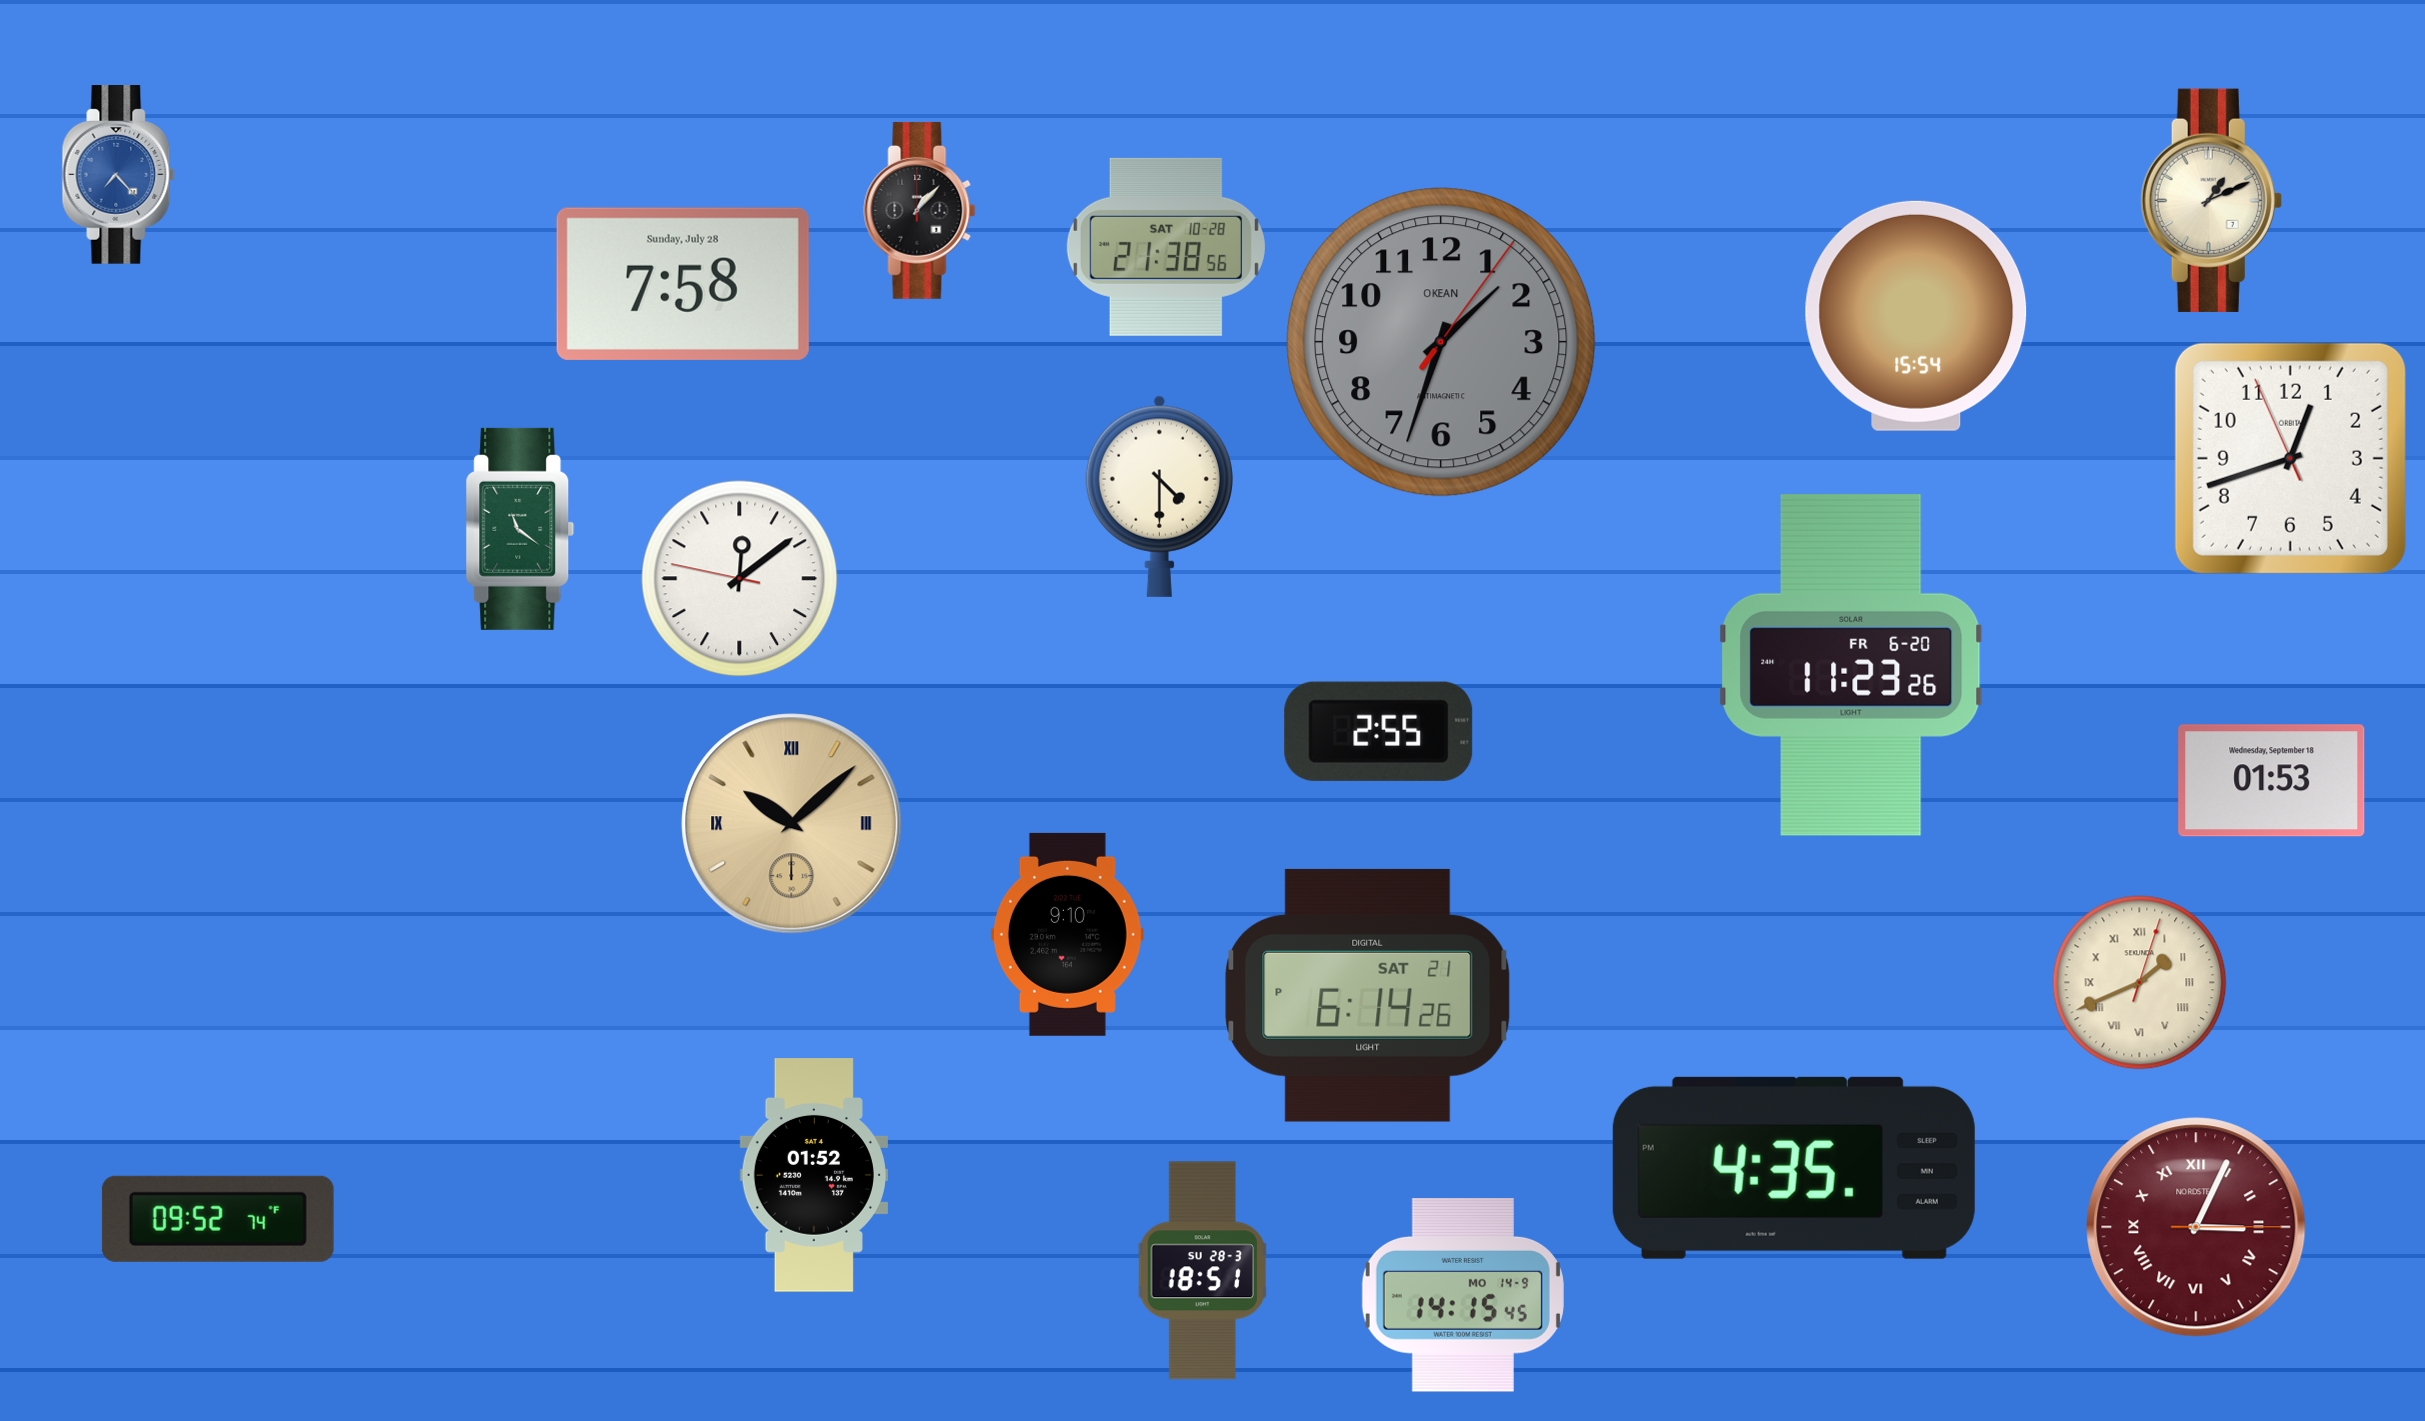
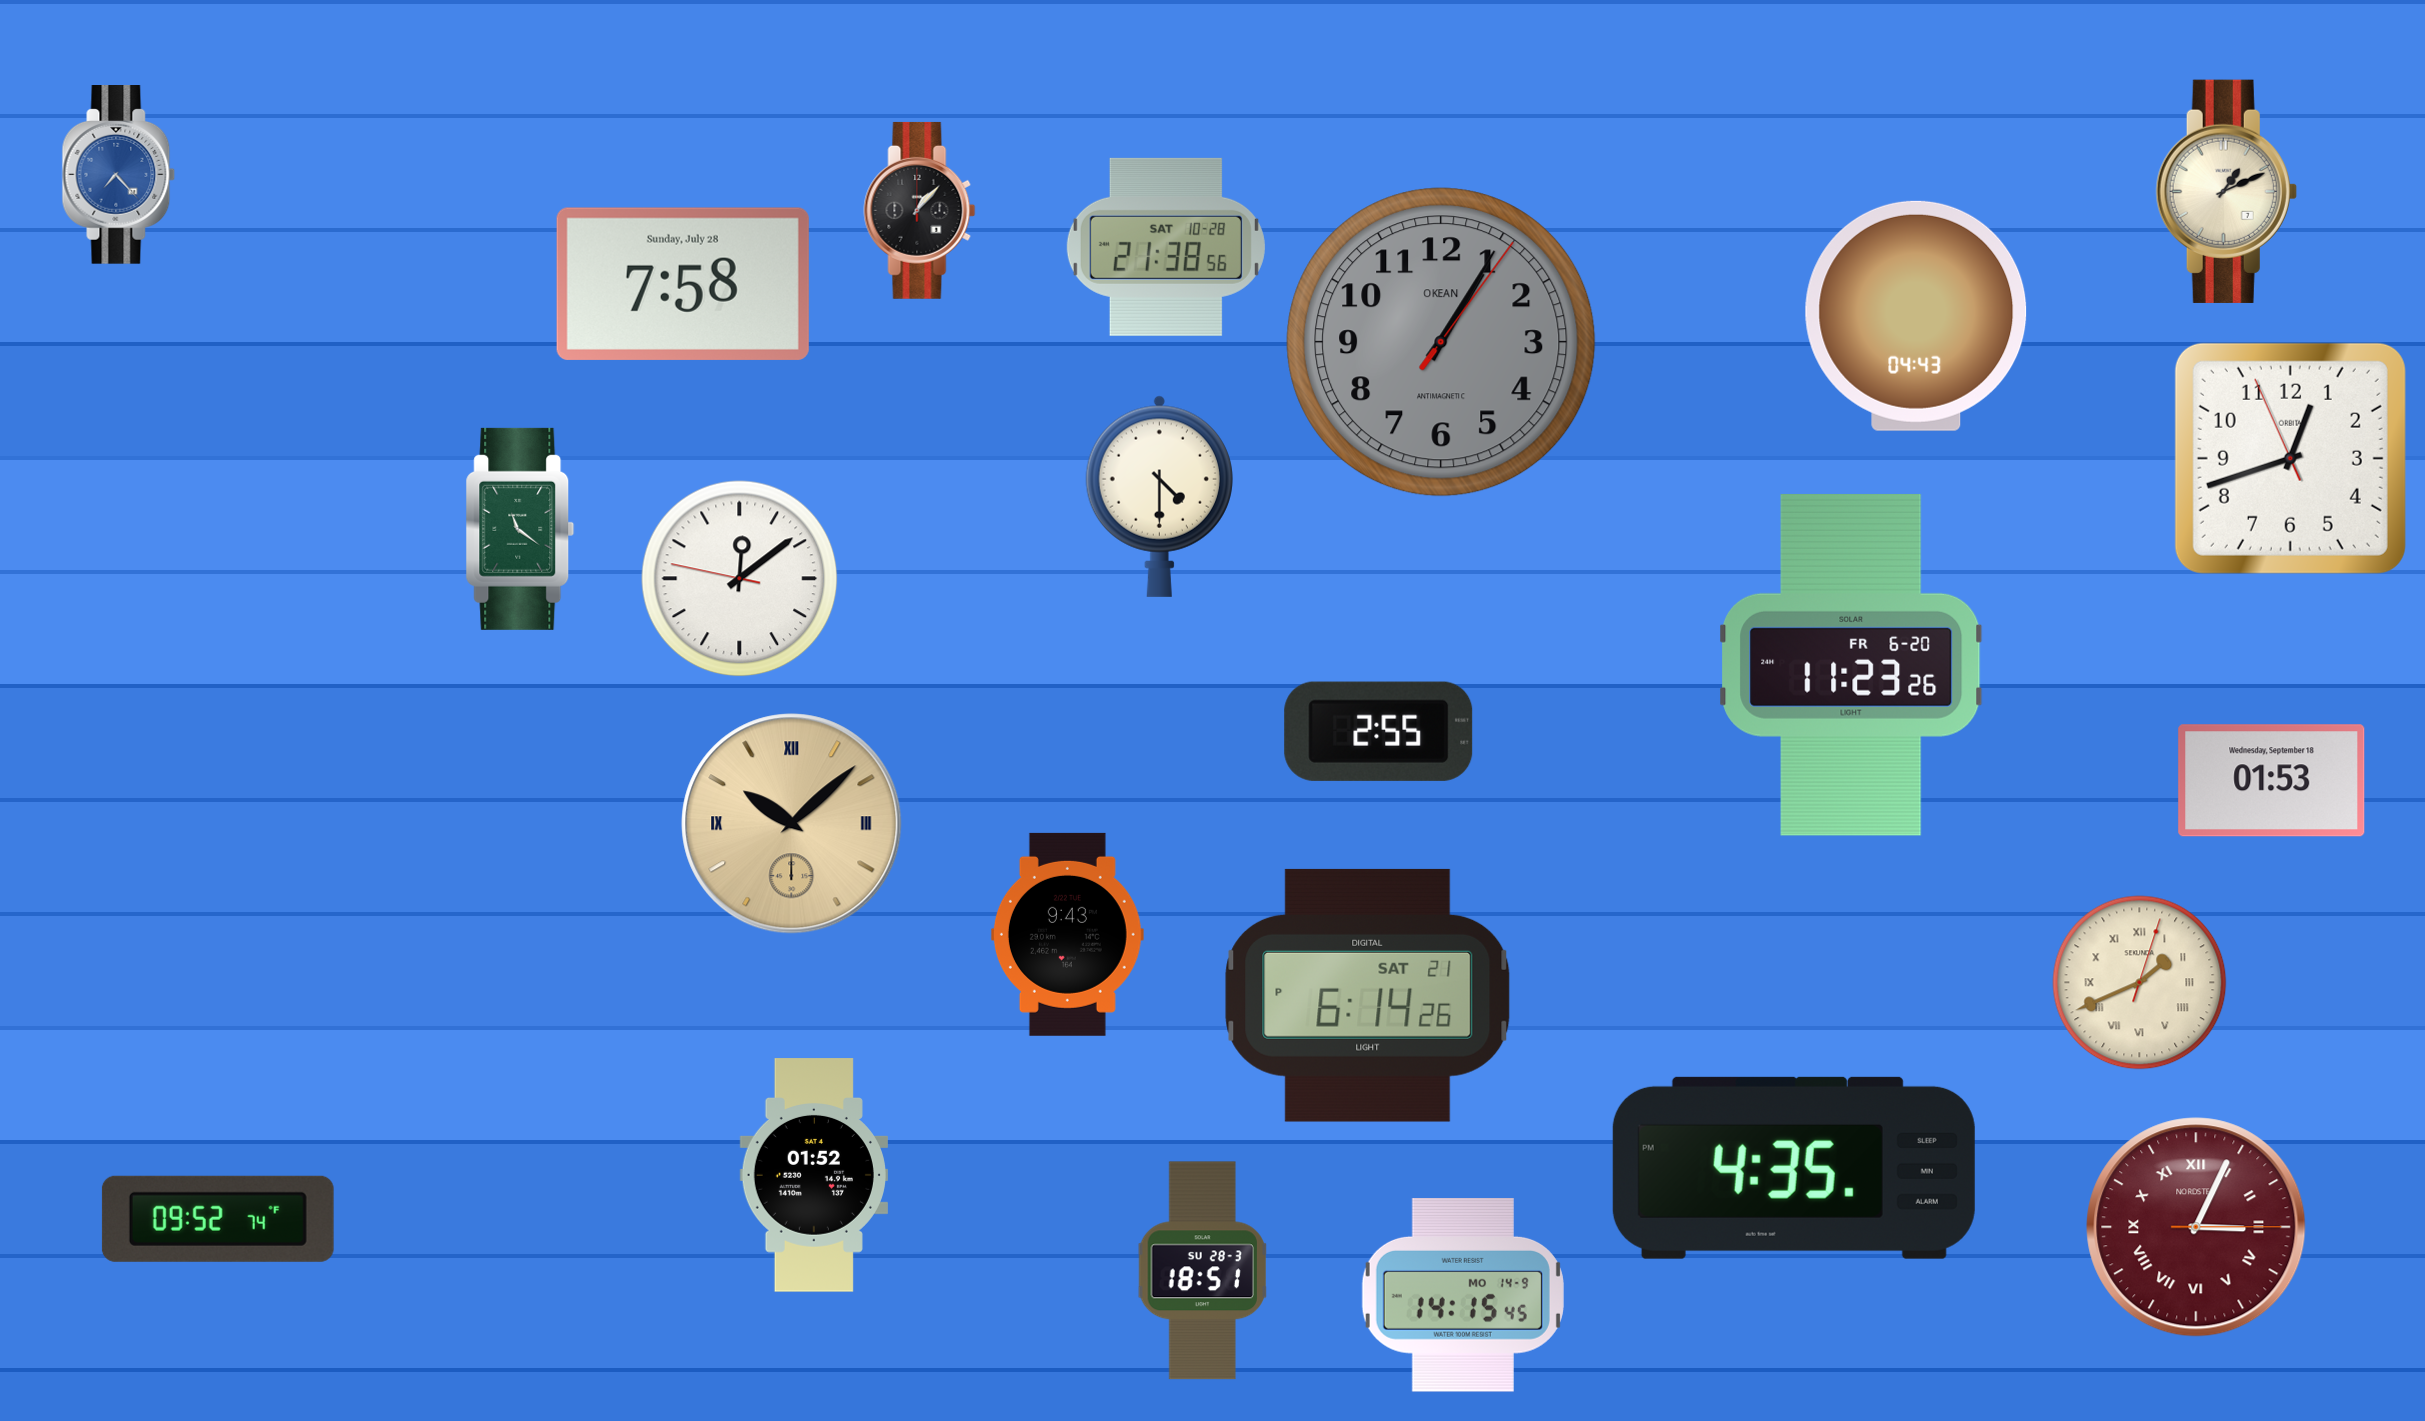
clock at (2211, 200) position: (2211, 200) -> (2226, 191)
clock at (1916, 316): 15:54 -> 04:43
clock at (1441, 342): 1:33 -> 1:05
clock at (1067, 934): 9:10 -> 9:43
